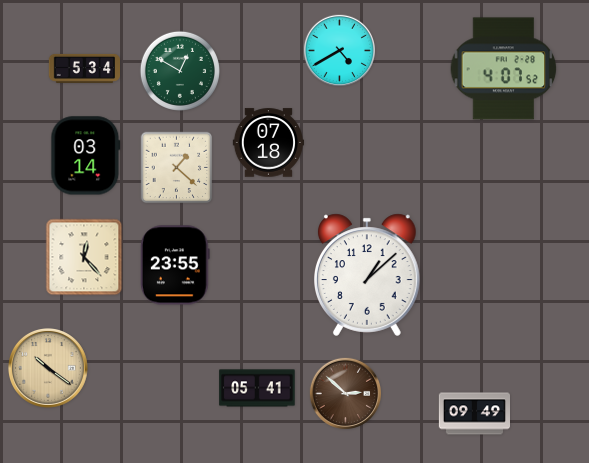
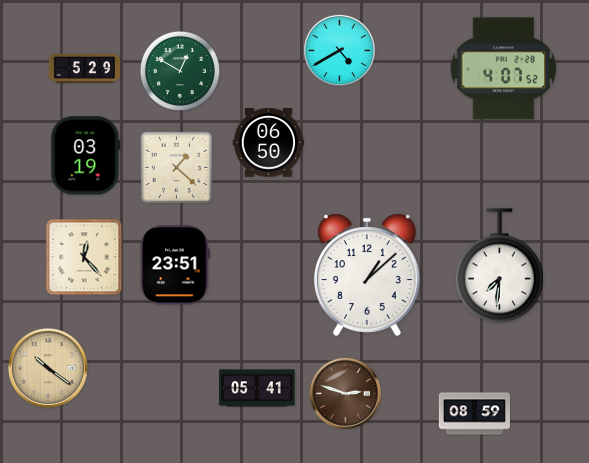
clock at (84, 68): 5:34 -> 5:29
clock at (268, 143): 07:18 -> 06:50
clock at (86, 156): 03:14 -> 03:19
clock at (175, 265): 23:55 -> 23:51
clock at (499, 266): none -> 7:31
clock at (345, 393): 2:52 -> 2:48
clock at (474, 414): 09:49 -> 08:59
